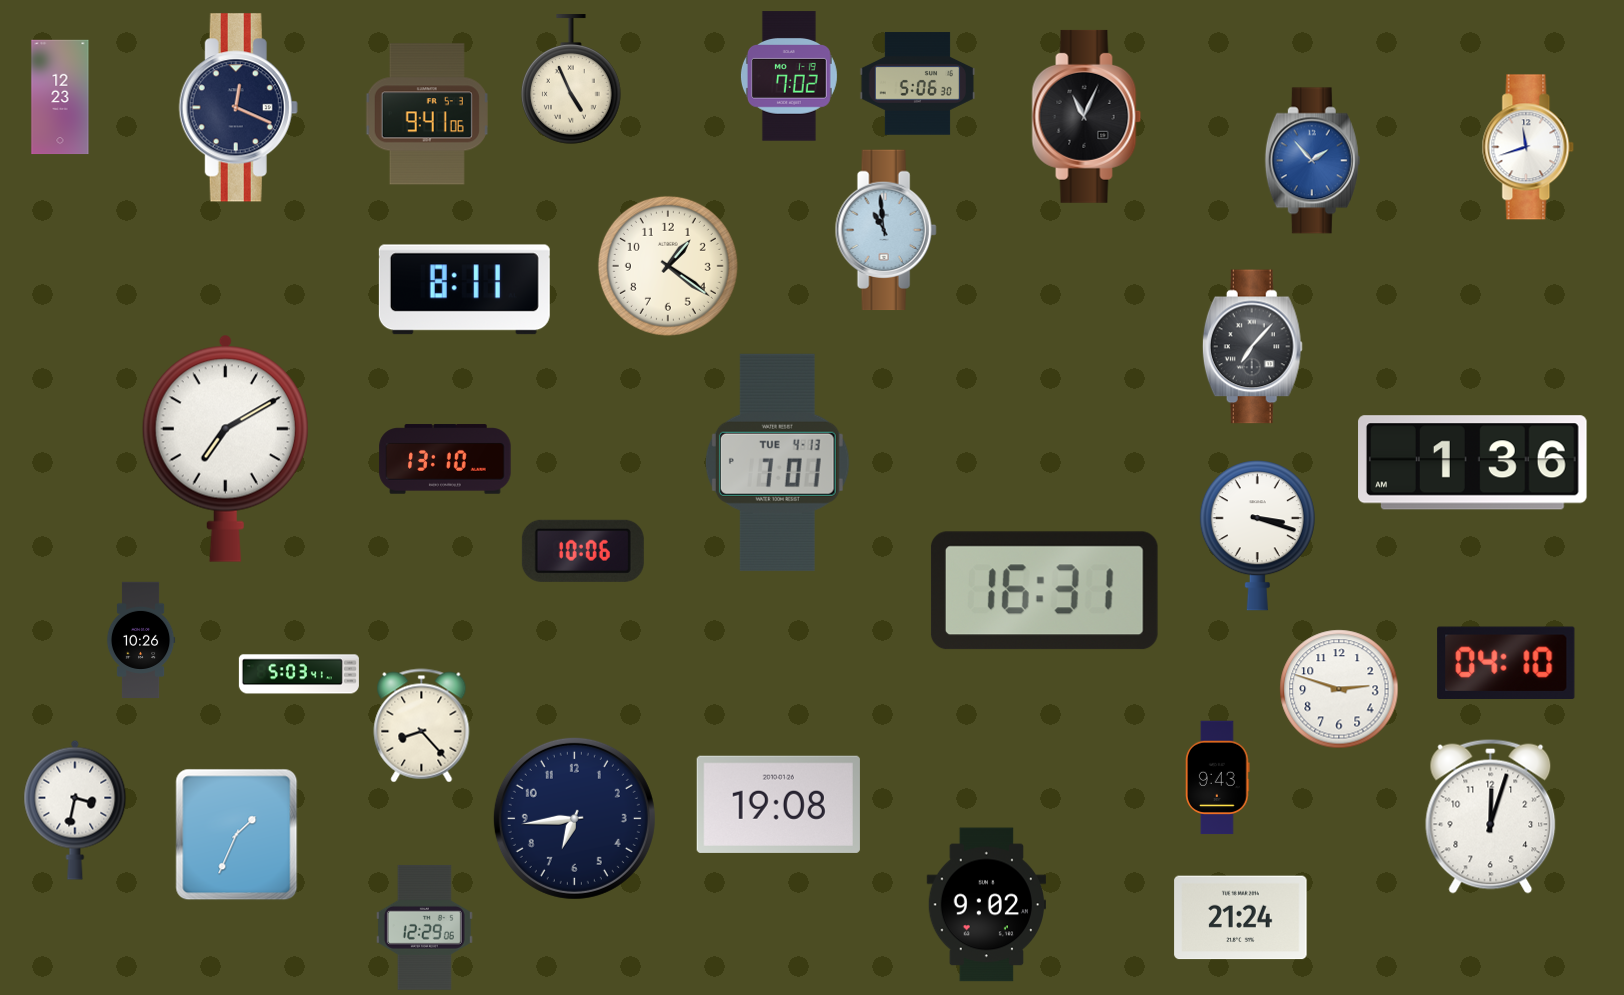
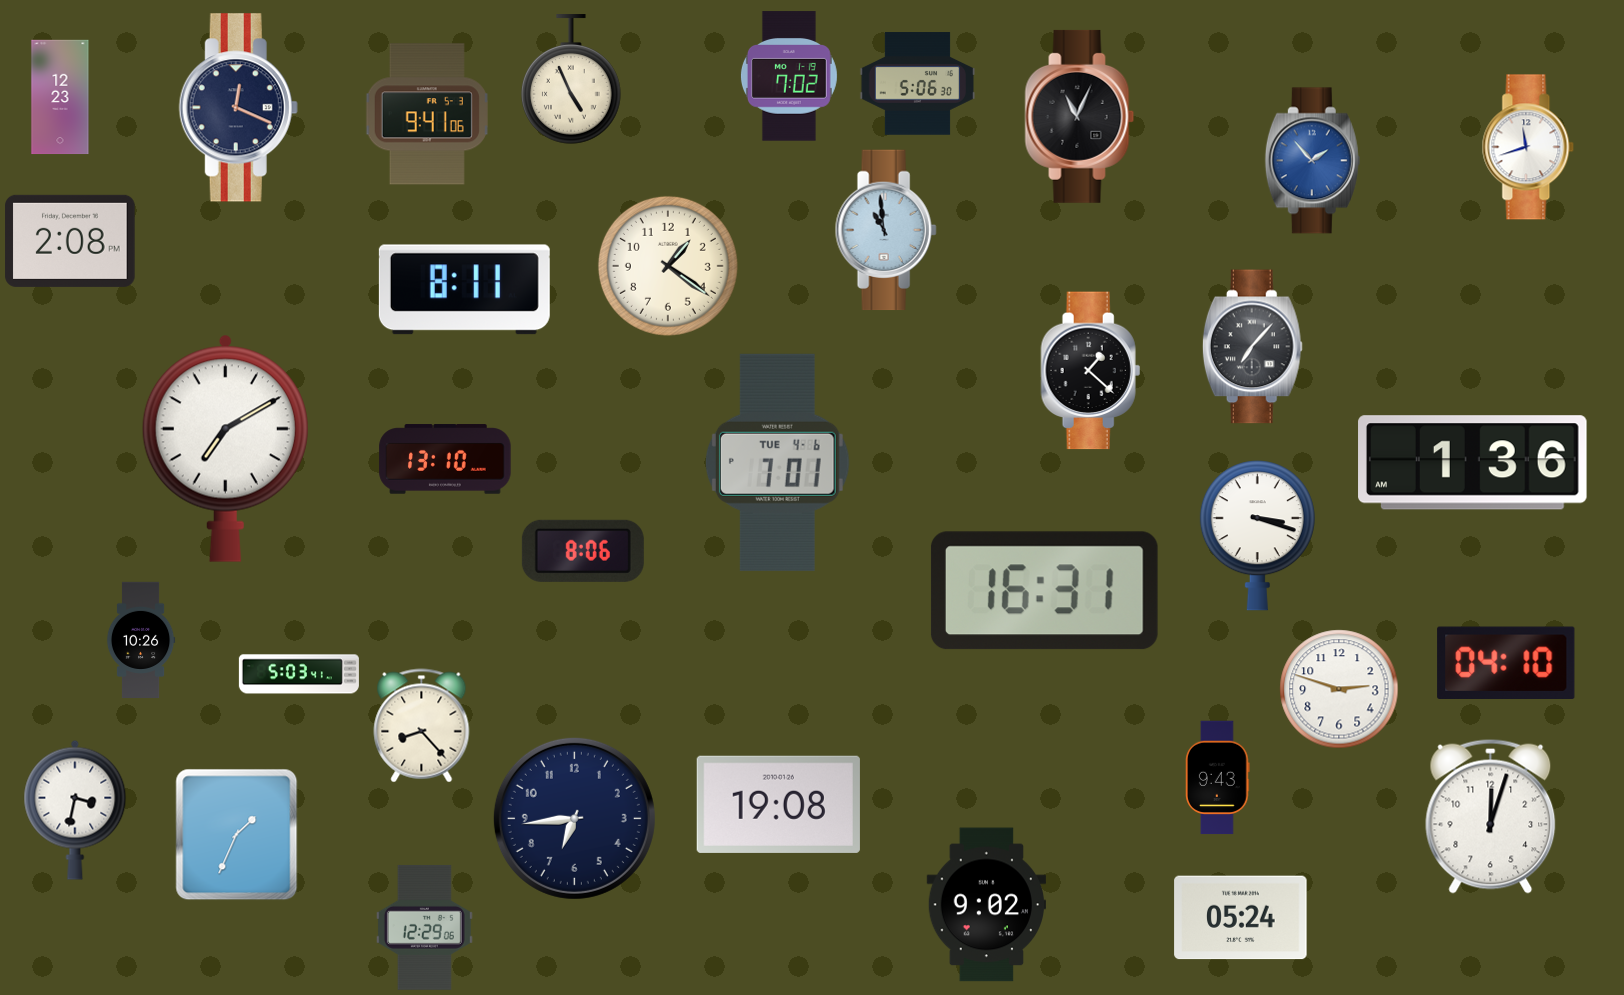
clock at (1087, 116) position: (1087, 116) -> (1080, 116)
clock at (70, 241): none -> 2:08
clock at (1091, 371): none -> 1:22
clock at (777, 462) date: TUE 4-13 -> TUE 4-6
clock at (583, 551): 10:06 -> 8:06
clock at (1241, 918): 21:24 -> 05:24
